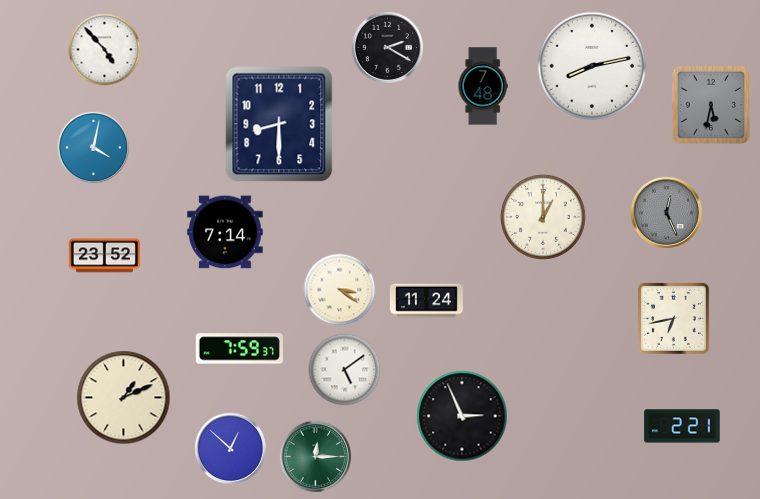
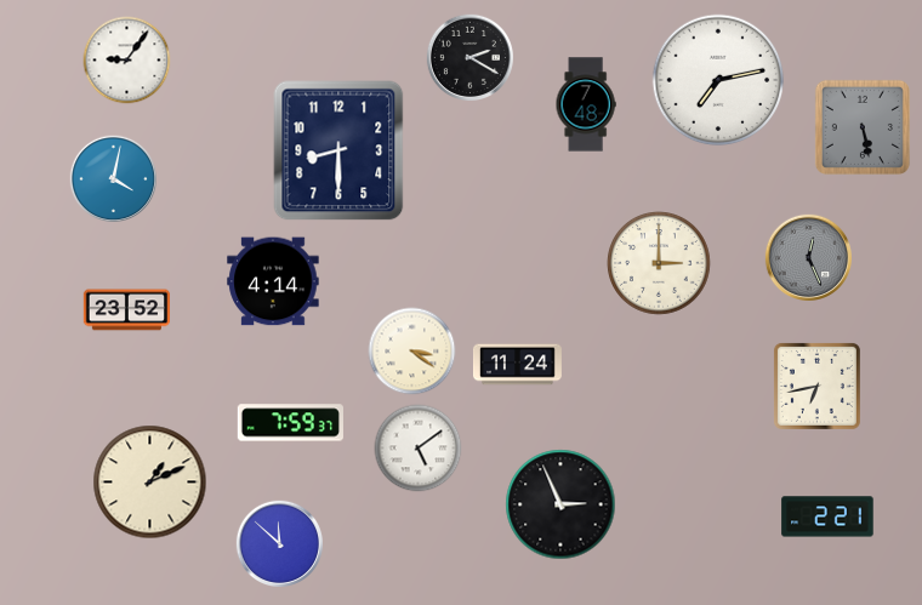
clock at (105, 50): 4:53 -> 9:06
clock at (592, 66): 8:13 -> 7:13
clock at (711, 105): 5:32 -> 5:28
clock at (543, 217): 1:00 -> 3:00
clock at (225, 232): 7:14 -> 4:14
clock at (230, 448): 12:52 -> 11:52
clock at (315, 456): 12:15 -> none
